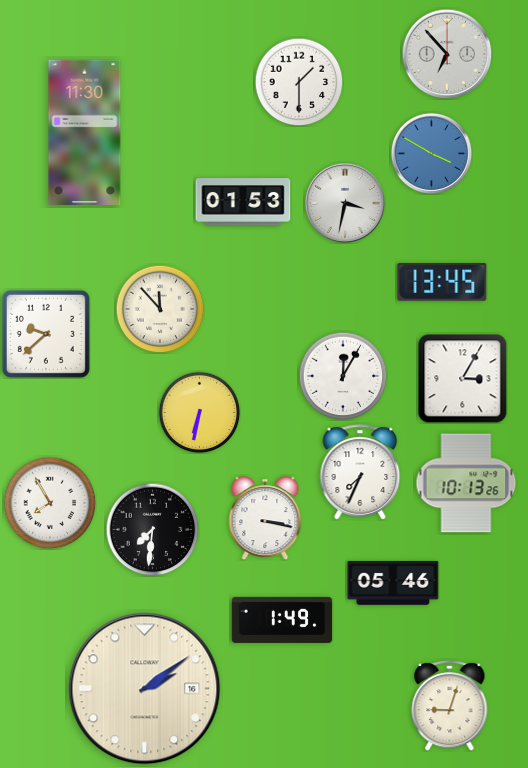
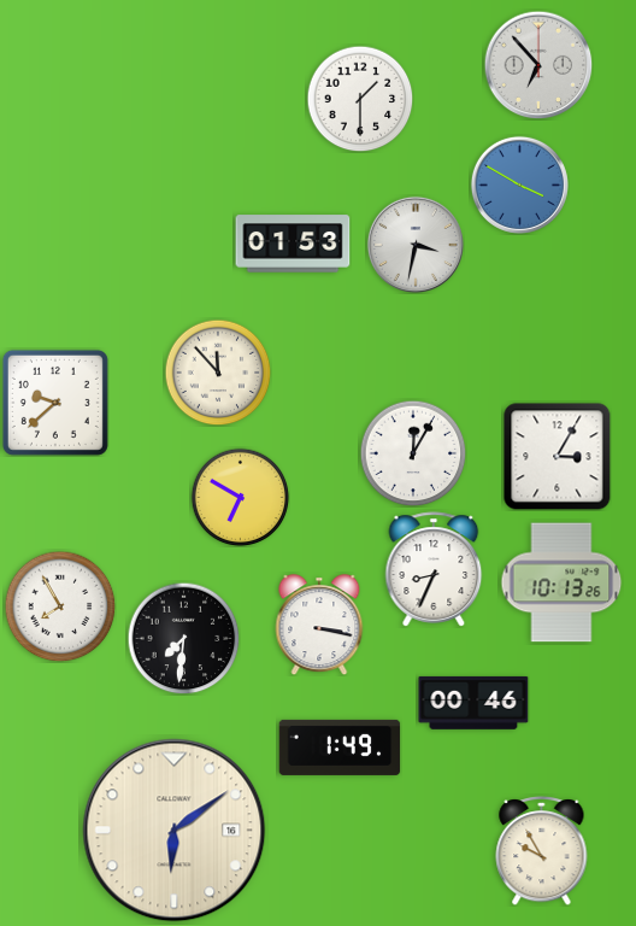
clock at (85, 133): 11:30 -> none
clock at (442, 282): 13:45 -> none
clock at (160, 309) position: (160, 309) -> (218, 373)
clock at (199, 412): 6:32 -> 6:50
clock at (360, 472): 7:34 -> 8:34
clock at (393, 583): 05:46 -> 00:46
clock at (145, 689): 2:09 -> 6:09
clock at (450, 706): 9:03 -> 9:55
